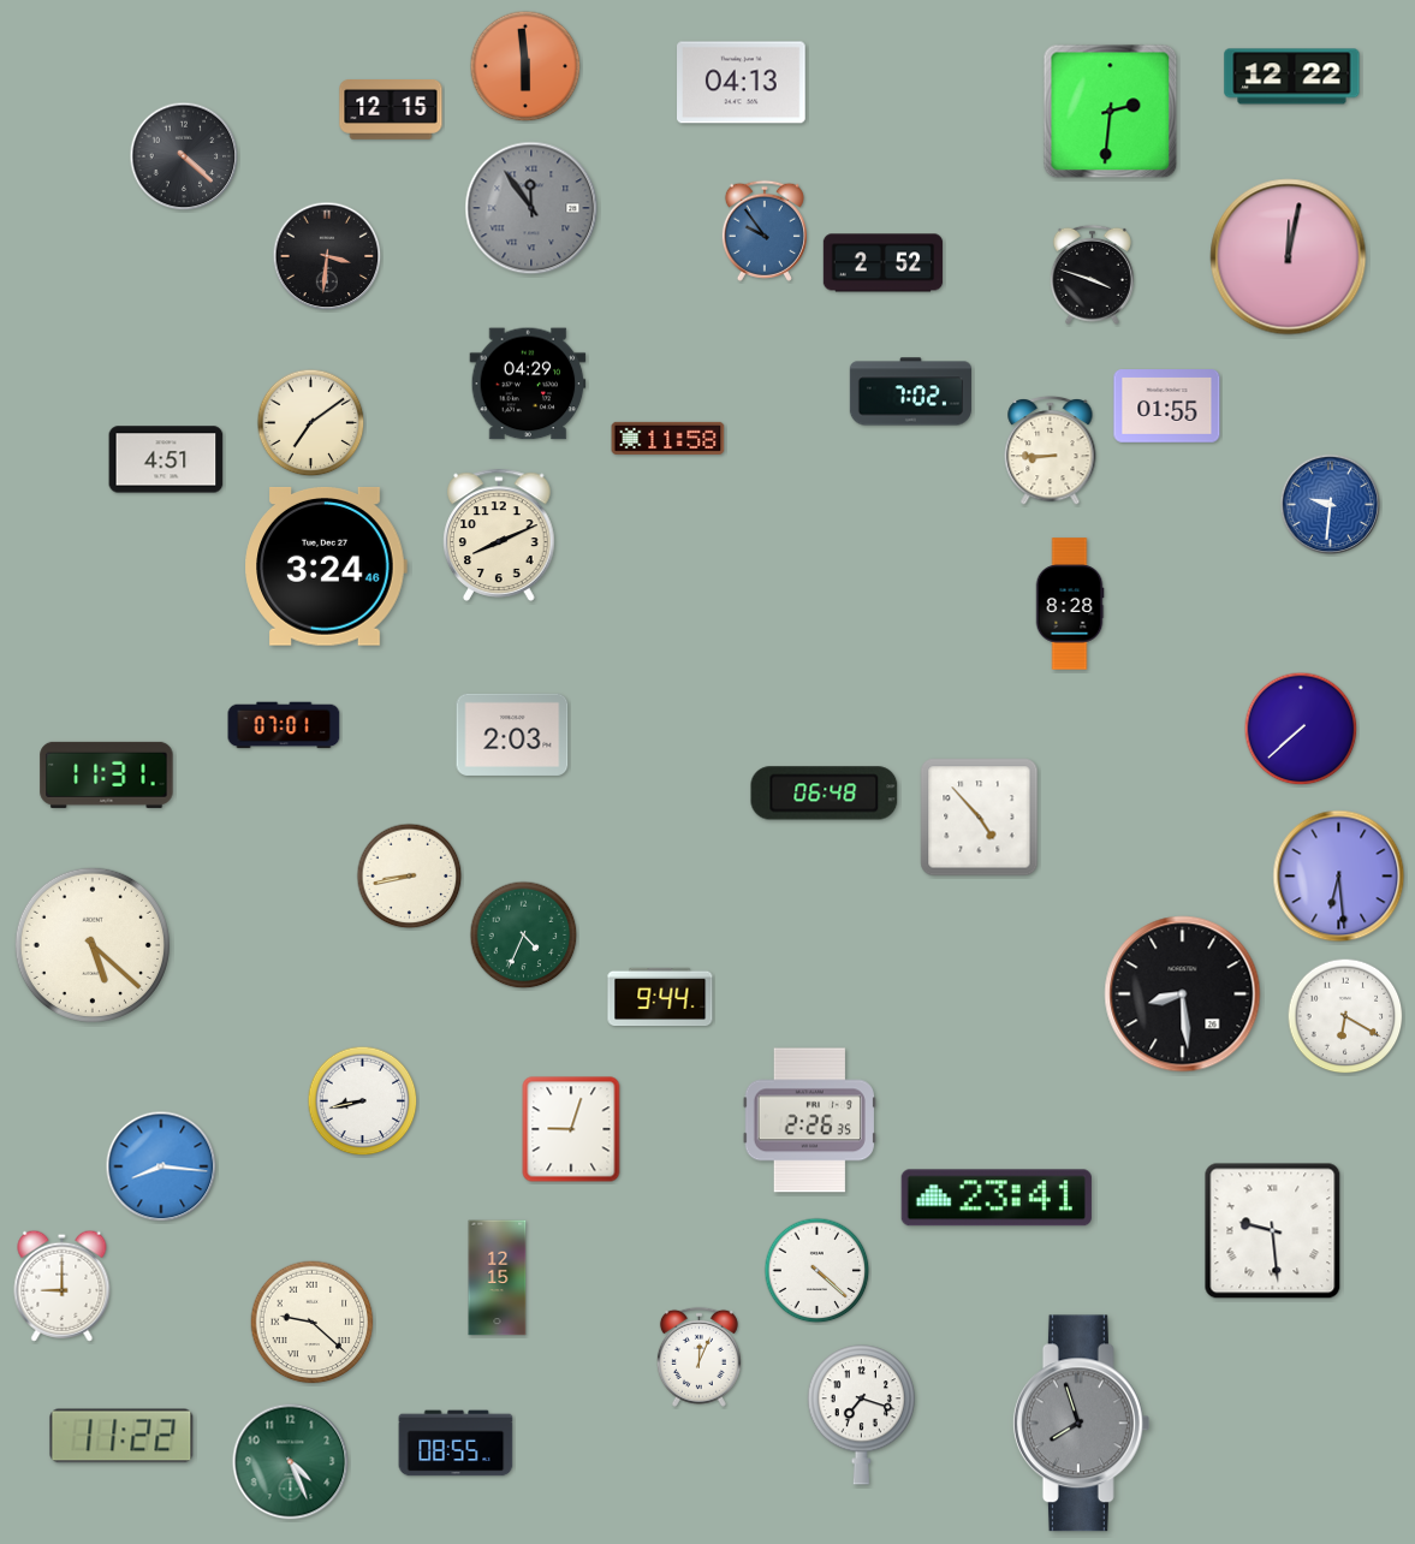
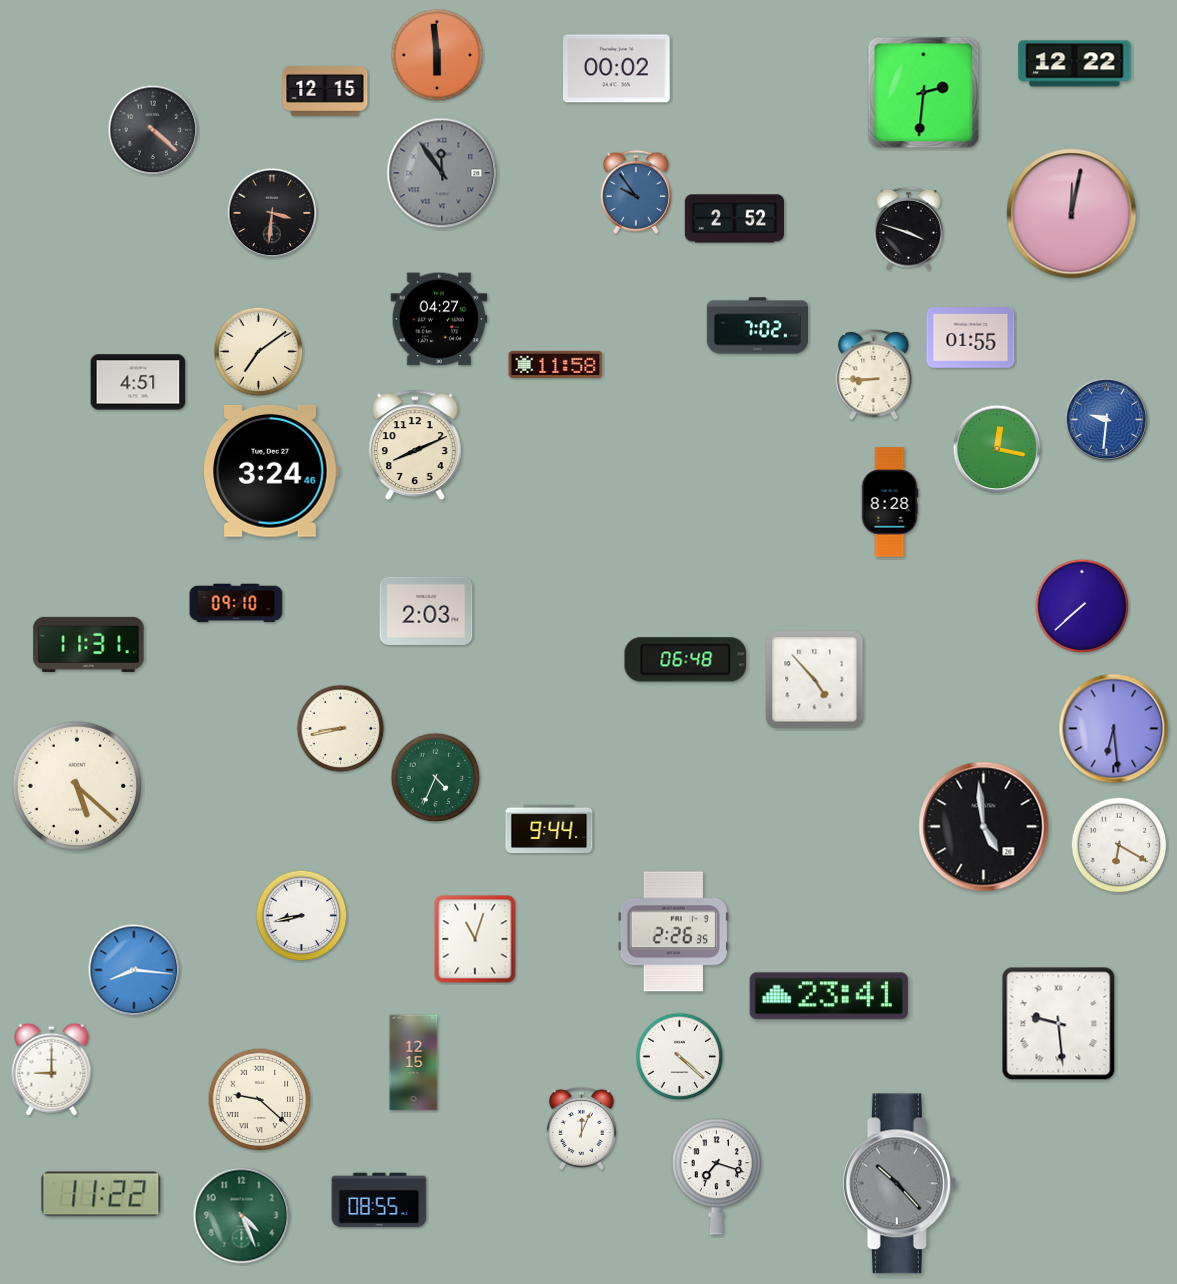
clock at (742, 83): 04:13 -> 00:02
clock at (528, 384): 04:29 -> 04:27
clock at (997, 449): none -> 12:17
clock at (284, 725): 07:01 -> 09:10
clock at (1183, 994): 8:29 -> 4:59
clock at (571, 1129): 9:03 -> 11:03
clock at (1081, 1424): 7:57 -> 10:23
